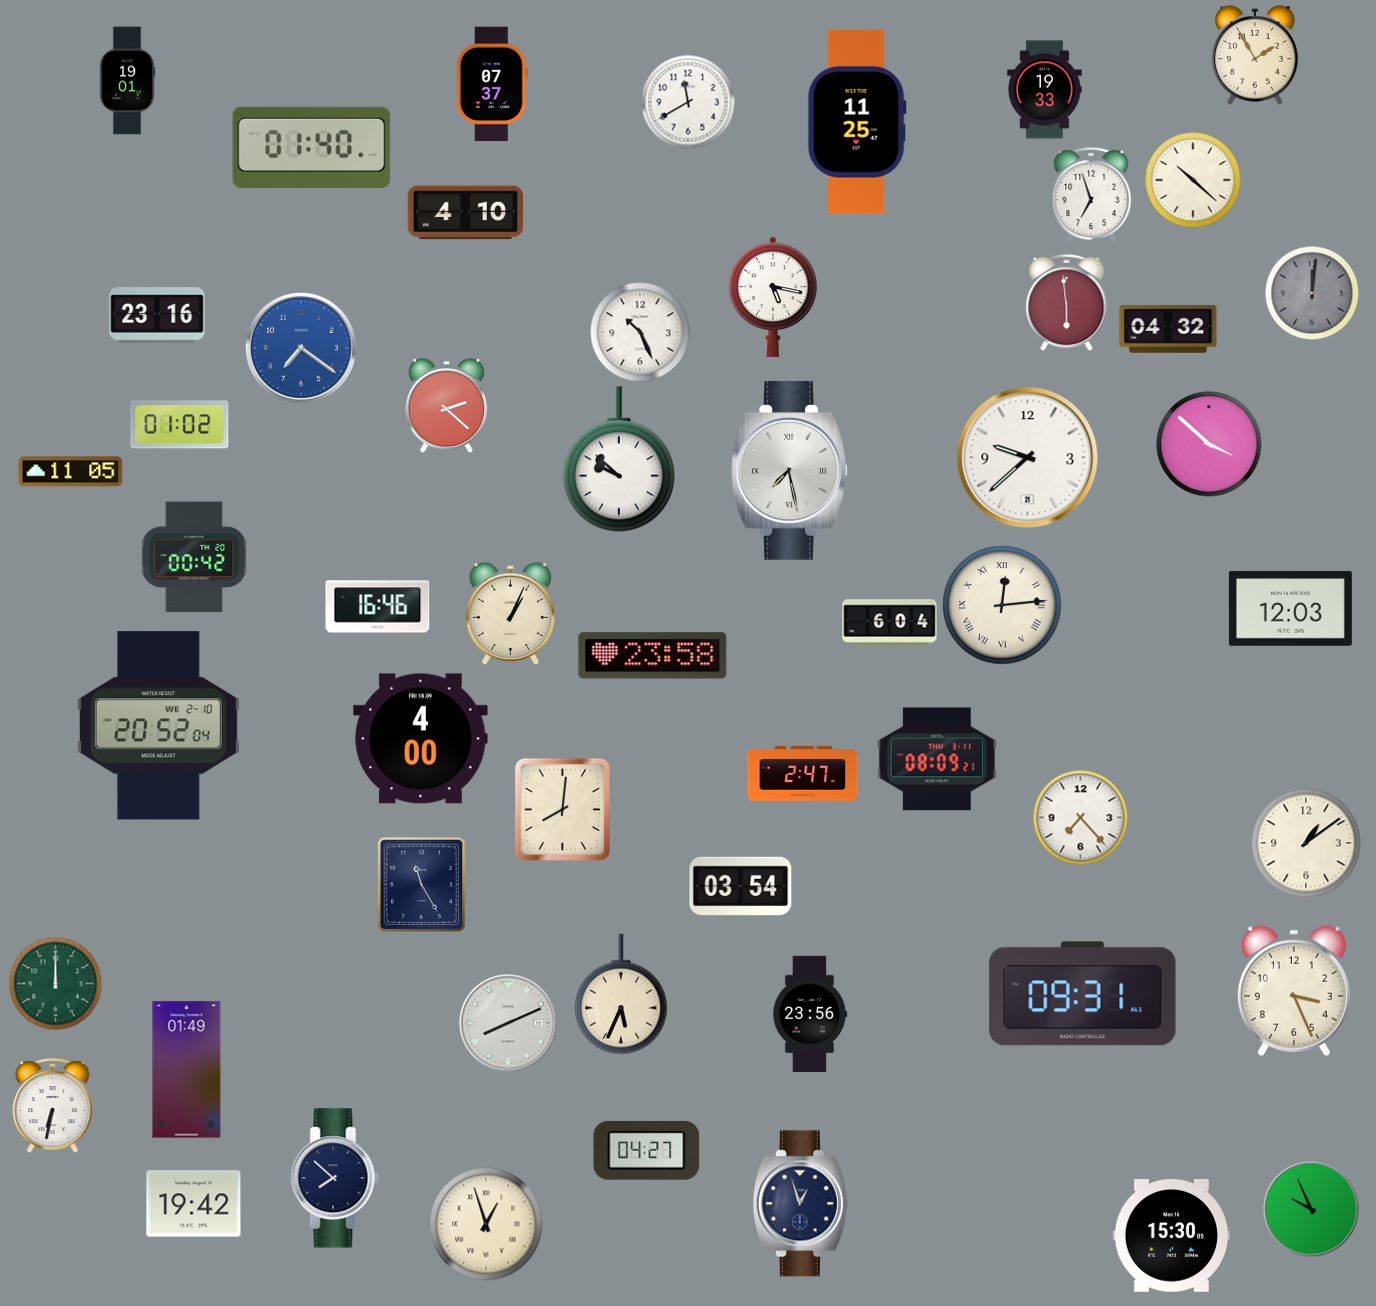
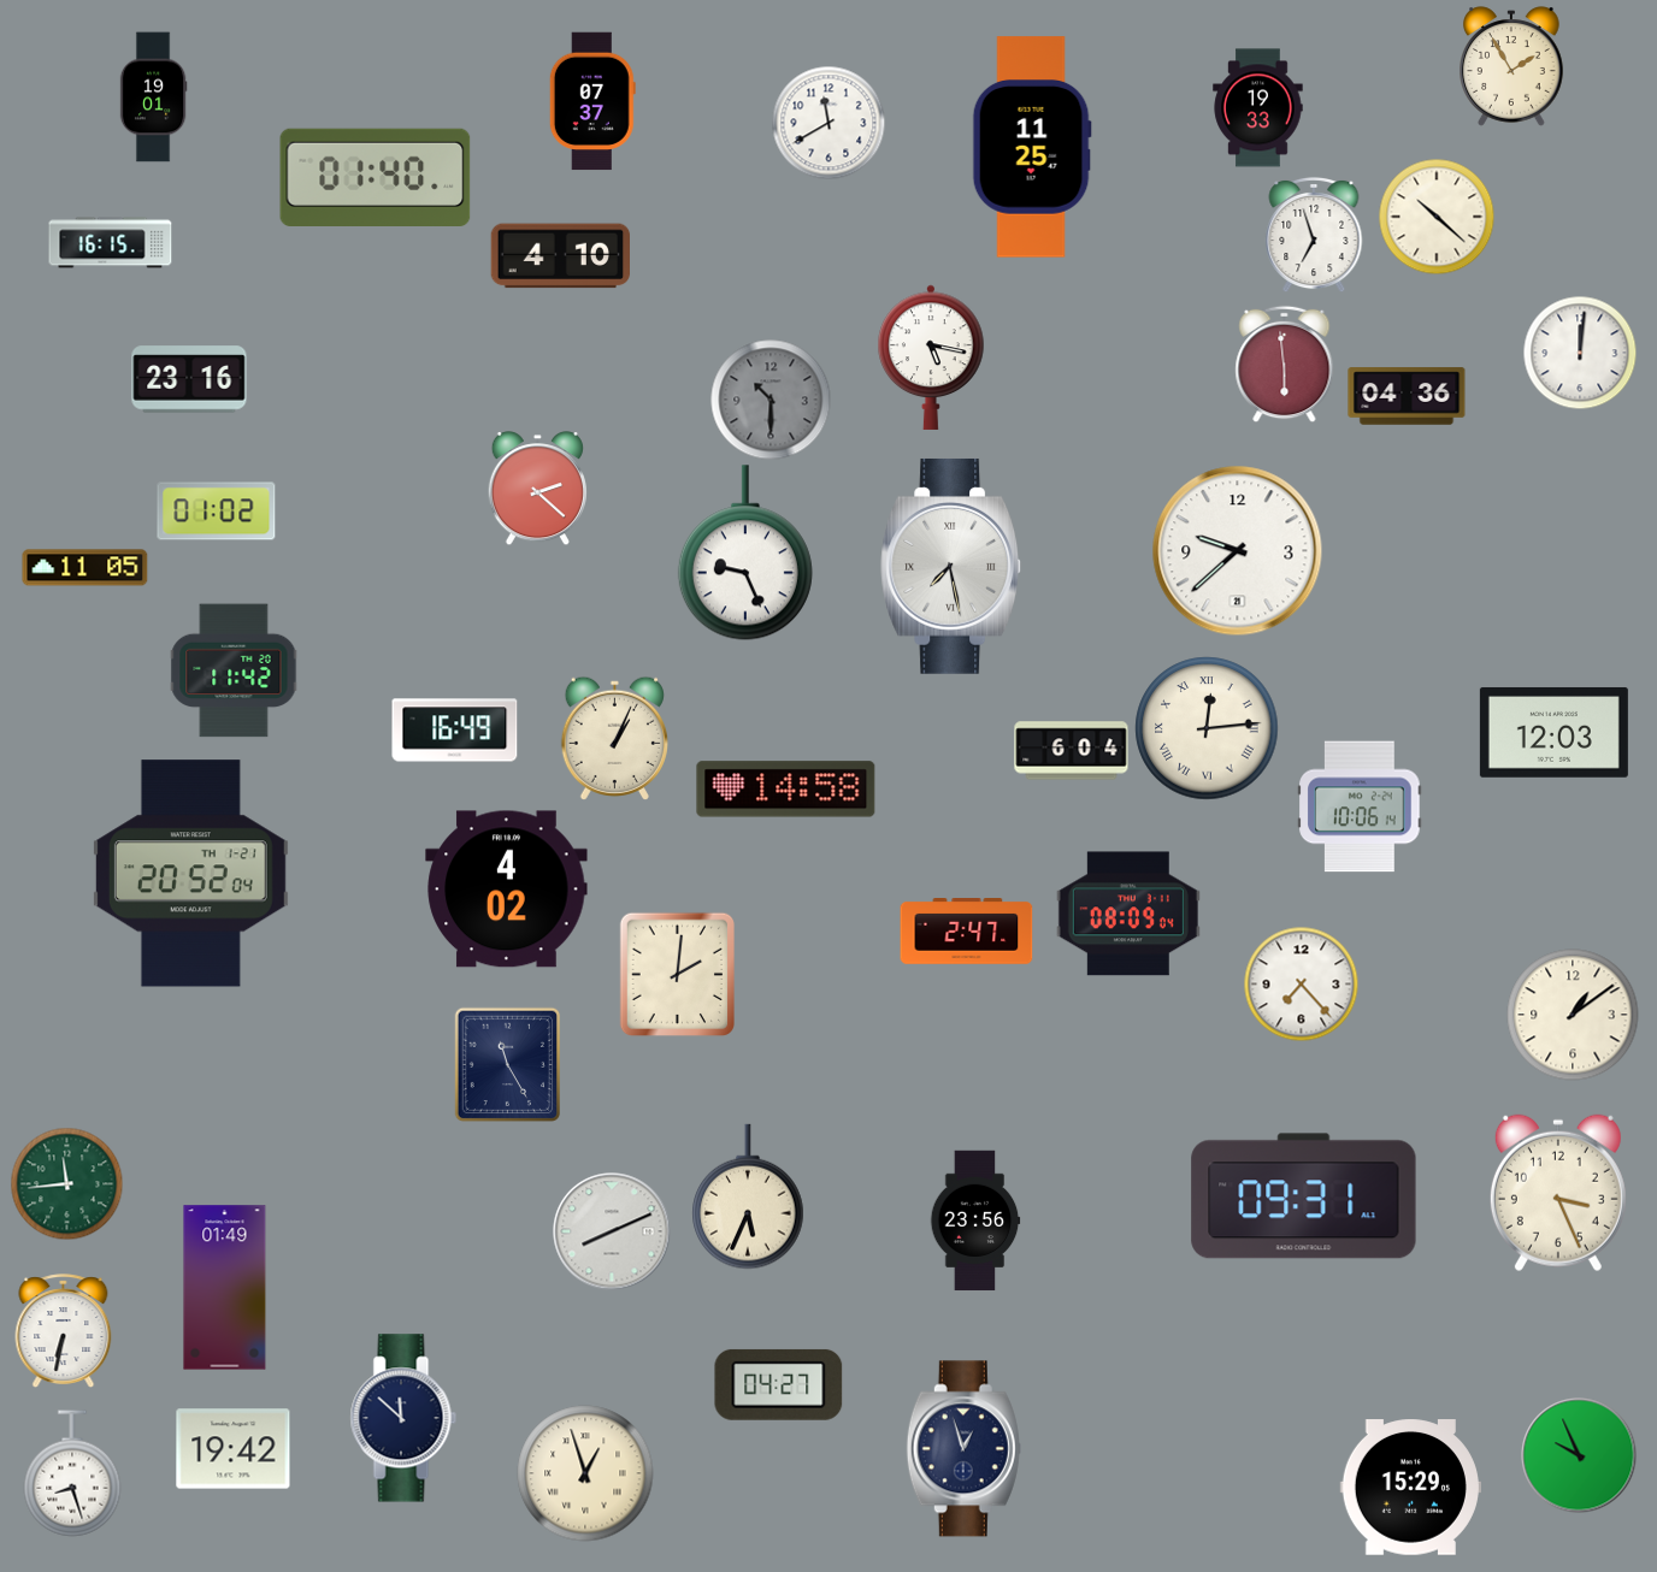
clock at (111, 243): none -> 16:15
clock at (1312, 293) dial: grey -> white
clock at (1168, 329): 04:32 -> 04:36
clock at (640, 332): 10:26 -> 10:30
clock at (640, 332) dial: white -> grey
clock at (301, 348): 7:21 -> none
clock at (1209, 444): 3:52 -> none
clock at (619, 459): 9:52 -> 9:26
clock at (194, 557): 00:42 -> 11:42
clock at (378, 607): 16:46 -> 16:49
clock at (653, 656): 23:58 -> 14:58
clock at (1360, 806): none -> 10:06
clock at (158, 726) date: WE 2-10 -> TH 1-21
clock at (421, 739): 4:00 -> 4:02
clock at (937, 759): 08:09:21 -> 08:09:04
clock at (562, 809): 8:01 -> 2:01
clock at (741, 887): 03:54 -> none
clock at (55, 983): 12:00 -> 11:44
clock at (335, 1178): 7:52 -> 11:52
clock at (72, 1473): none -> 8:27
clock at (1171, 1236): 15:30 -> 15:29
